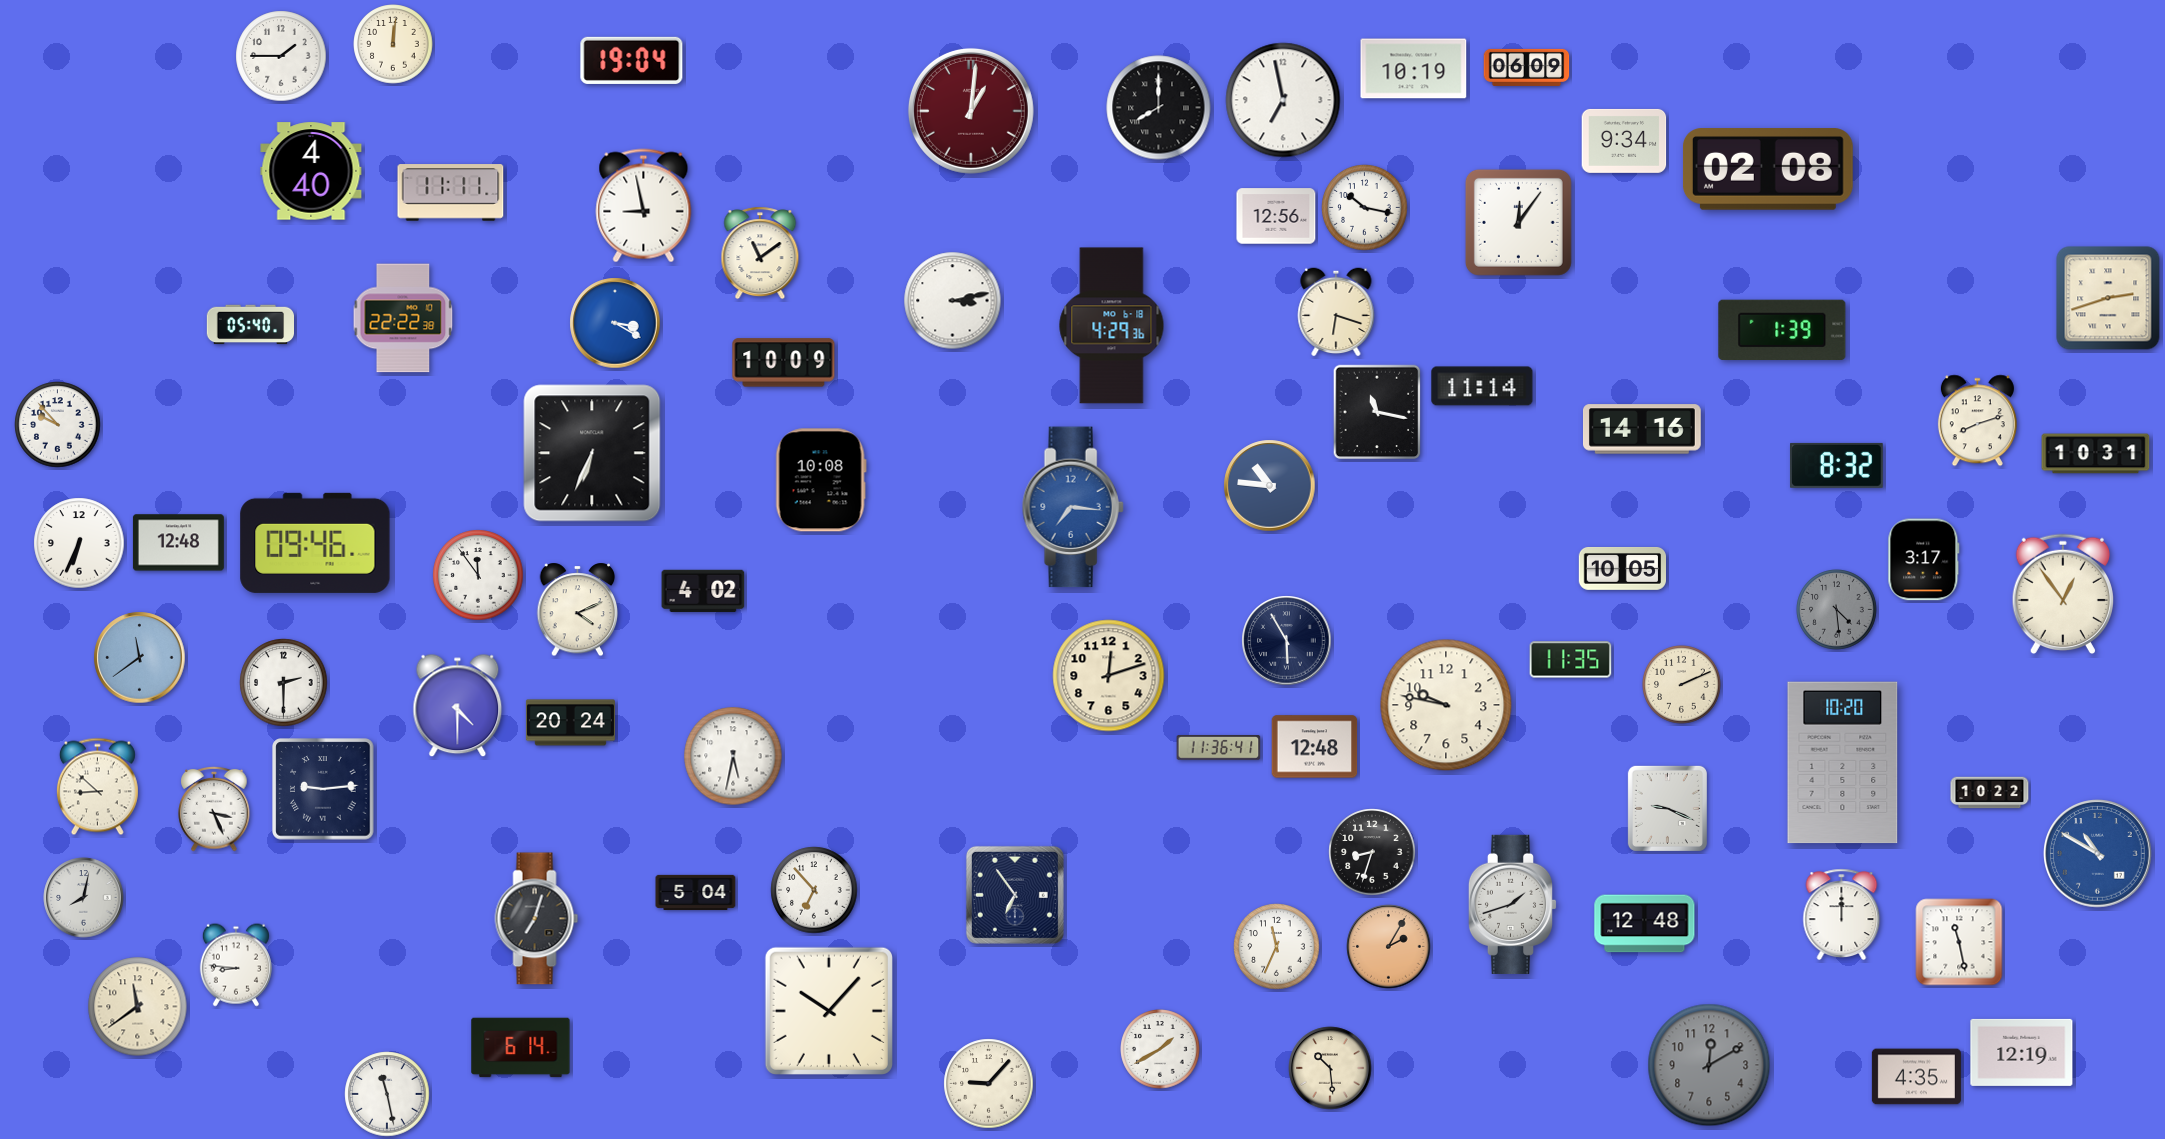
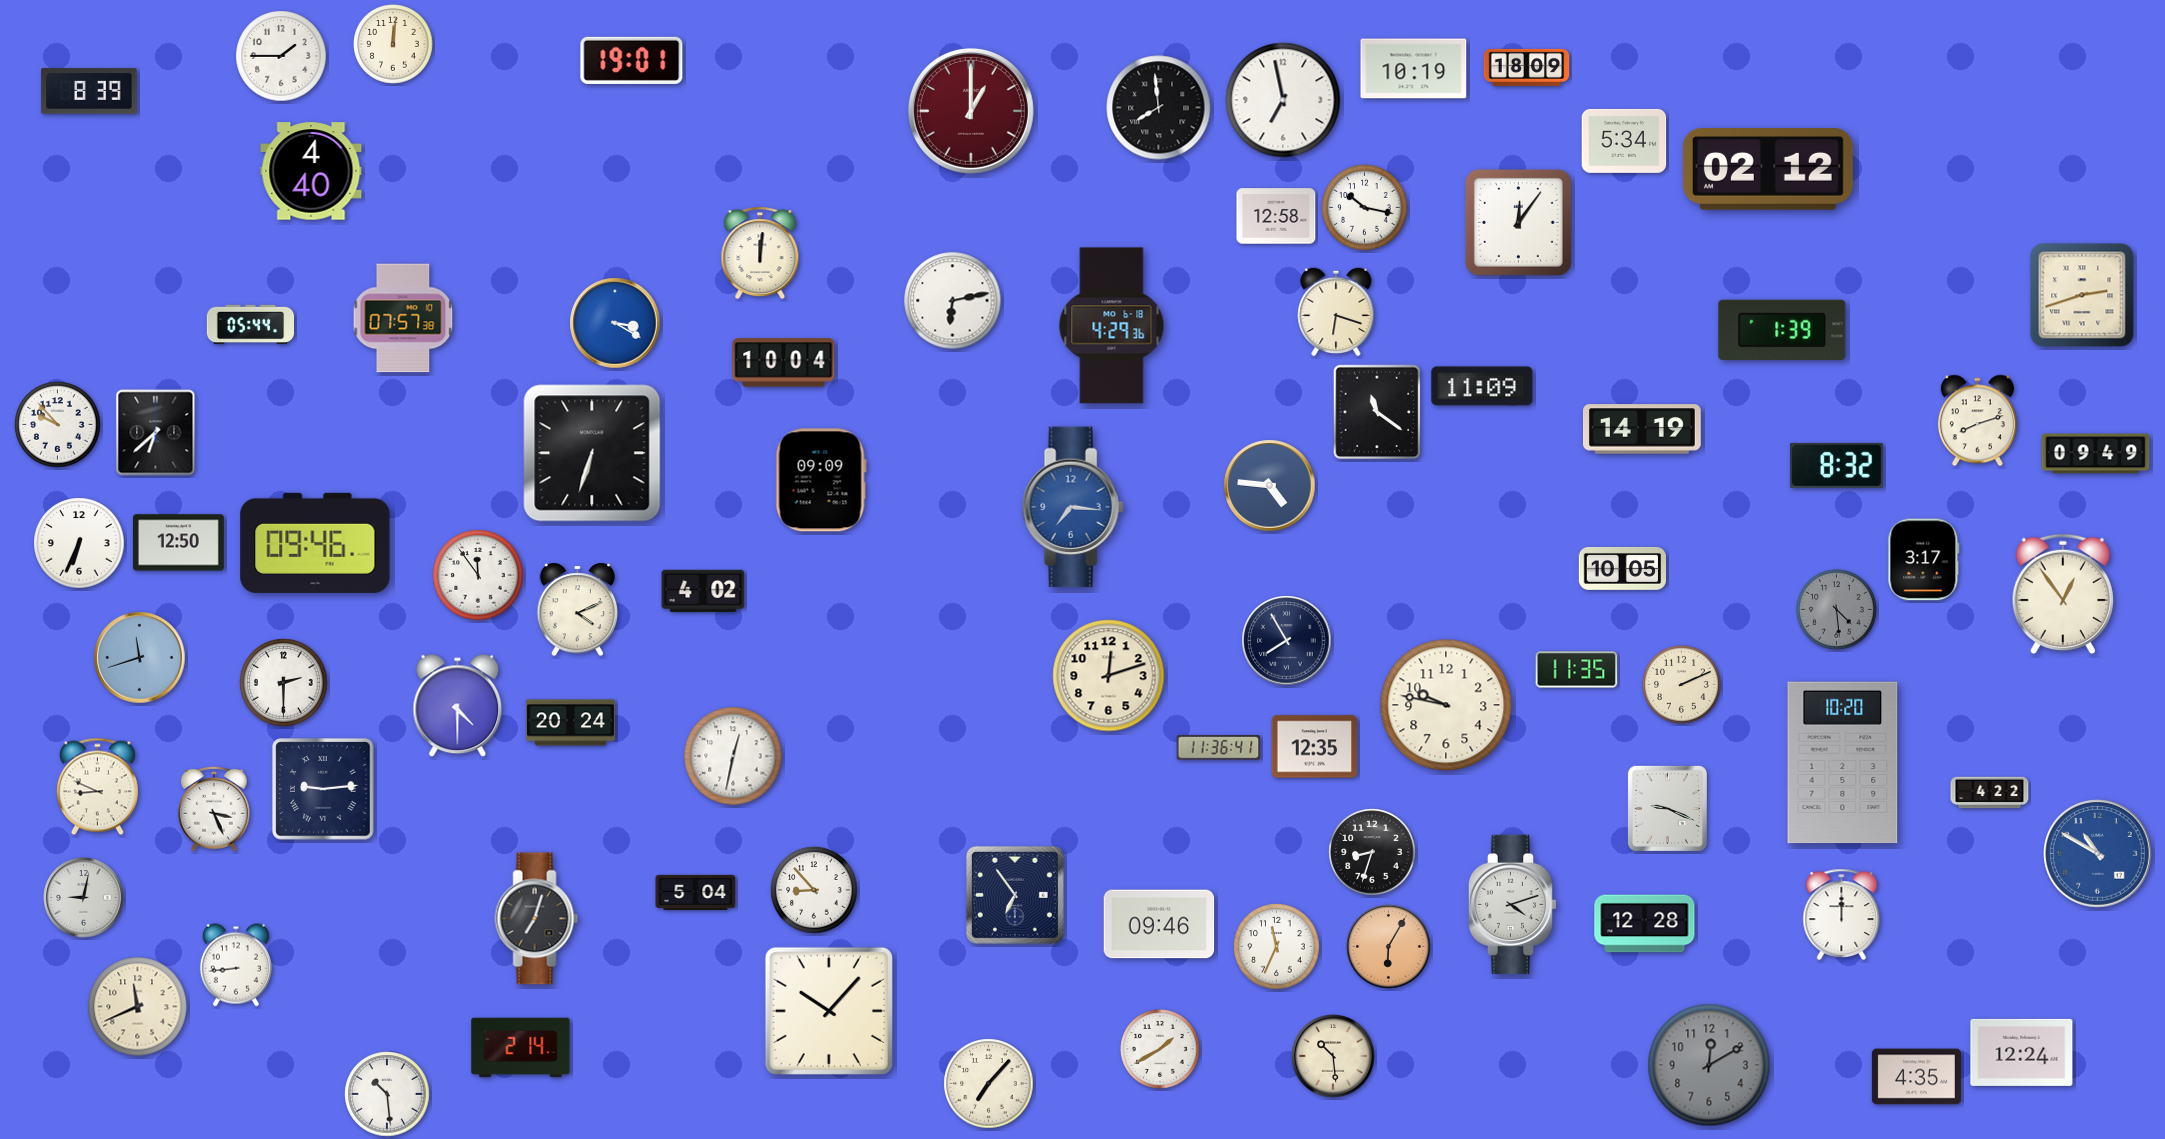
clock at (632, 60): 19:04 -> 19:01
clock at (1527, 67): 06:09 -> 18:09
clock at (89, 91): none -> 8:39
clock at (1159, 108): 8:00 -> 7:59
clock at (971, 111): 1:01 -> 1:00
clock at (1624, 141): 9:34 -> 5:34
clock at (1768, 169): 02:08 -> 02:12
clock at (451, 193): 11:11 -> none
clock at (644, 206): 8:58 -> none
clock at (1276, 216): 12:56 -> 12:58
clock at (760, 253): 11:09 -> 12:01
clock at (2108, 298) position: (2108, 298) -> (2082, 295)
clock at (953, 301): 3:13 -> 6:13
clock at (403, 318): 22:22 -> 07:57
clock at (250, 325): 05:40 -> 05:44
clock at (784, 363): 10:09 -> 10:04
clock at (1482, 386): 11:14 -> 11:09
clock at (1377, 412): 11:17 -> 11:21
clock at (1643, 429): 14:16 -> 14:19
clock at (156, 433): none -> 6:38
clock at (592, 453): 6:34 -> 6:33
clock at (2096, 454): 10:31 -> 09:49
clock at (821, 480): 10:08 -> 09:09
clock at (1270, 486): 10:46 -> 4:46
clock at (178, 543): 12:48 -> 12:50
clock at (1287, 641): 5:55 -> 7:55
clock at (140, 658): 11:39 -> 11:42
clock at (1571, 660) position: (1571, 660) -> (1577, 670)
clock at (1315, 747): 12:48 -> 12:35
clock at (733, 756): 5:32 -> 12:32
clock at (97, 787): 8:52 -> 8:49
clock at (1990, 793): 10:22 -> 4:22
clock at (814, 890): 6:53 -> 8:53
clock at (84, 898): 8:02 -> 9:02
clock at (1512, 904): 1:42 -> 4:12
clock at (1159, 924): none -> 09:46
clock at (1645, 924): 12:48 -> 12:28
clock at (1959, 942): 11:28 -> none
clock at (1389, 947): 2:05 -> 6:05
clock at (236, 965): 8:46 -> 8:44
clock at (138, 1007): 11:39 -> 11:41
clock at (521, 1048): 6:14 -> 2:14
clock at (2022, 1052): 12:19 -> 12:24
clock at (1330, 1068) position: (1330, 1068) -> (1333, 1056)
clock at (989, 1084): 9:07 -> 7:07
clock at (387, 1094): 11:28 -> 10:29
